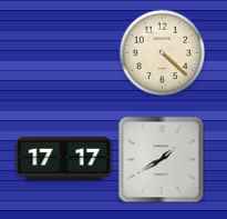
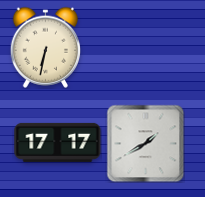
clock at (46, 47): none -> 6:32
clock at (162, 52): 4:22 -> none
